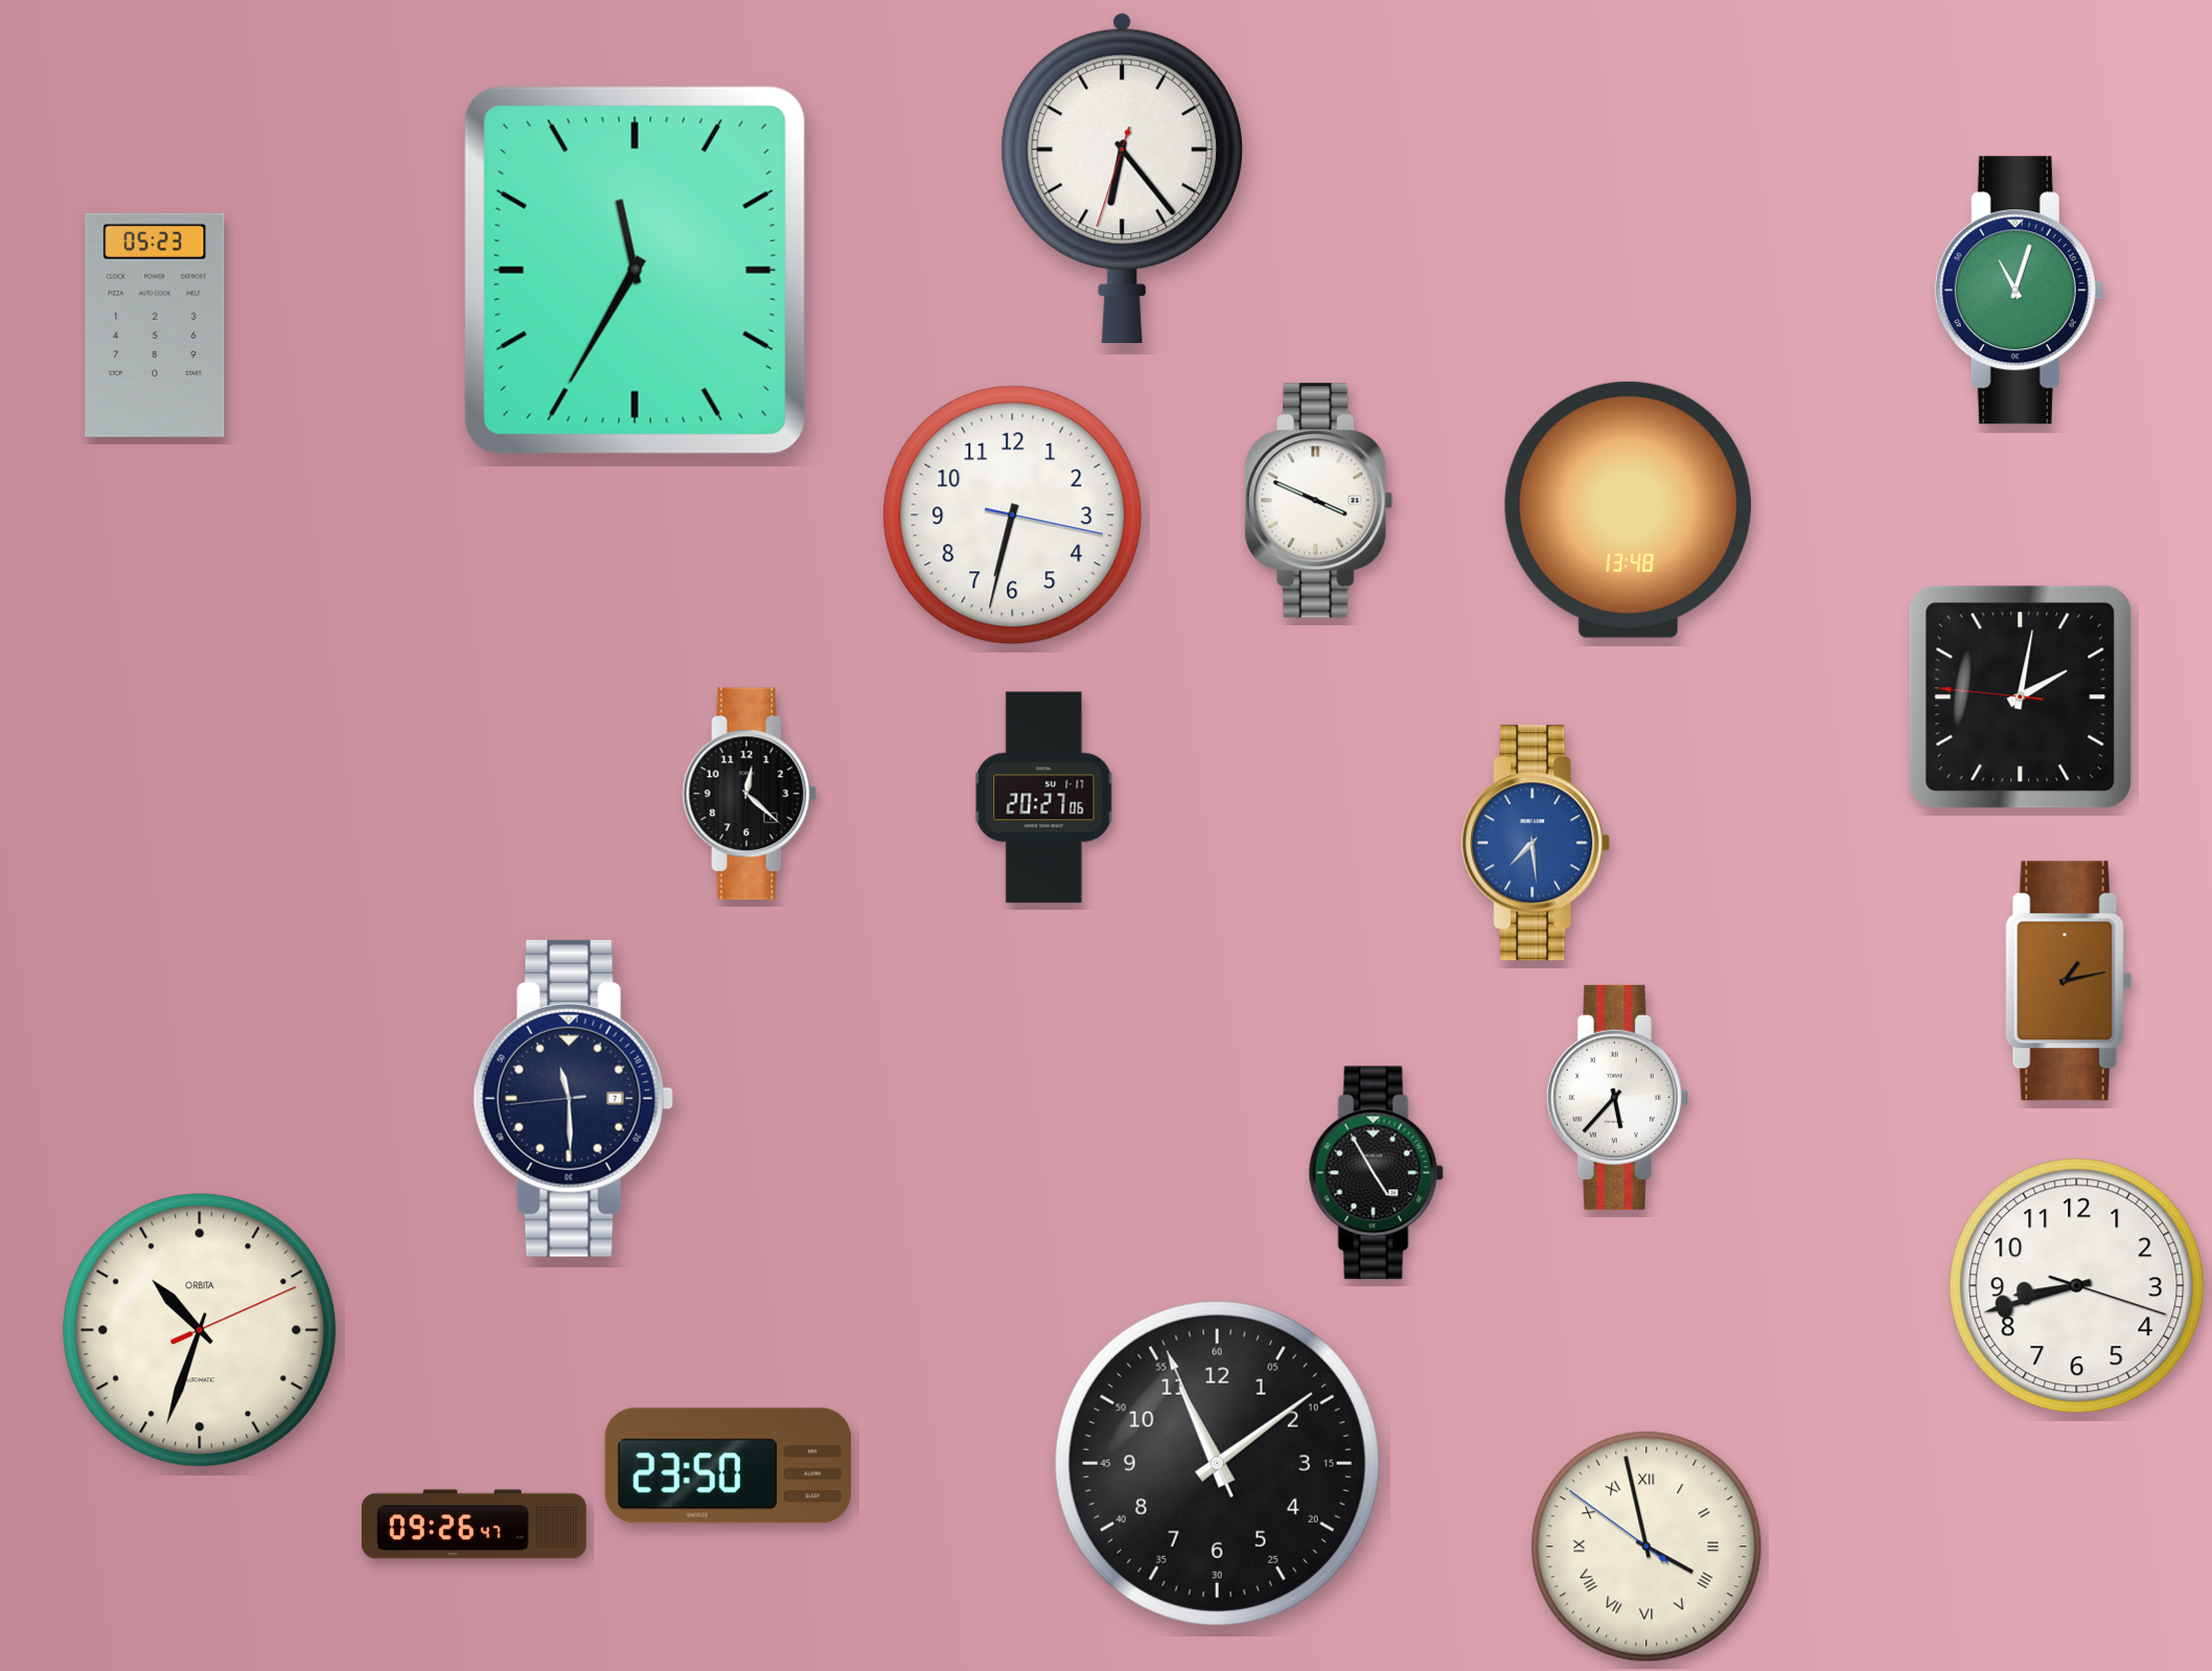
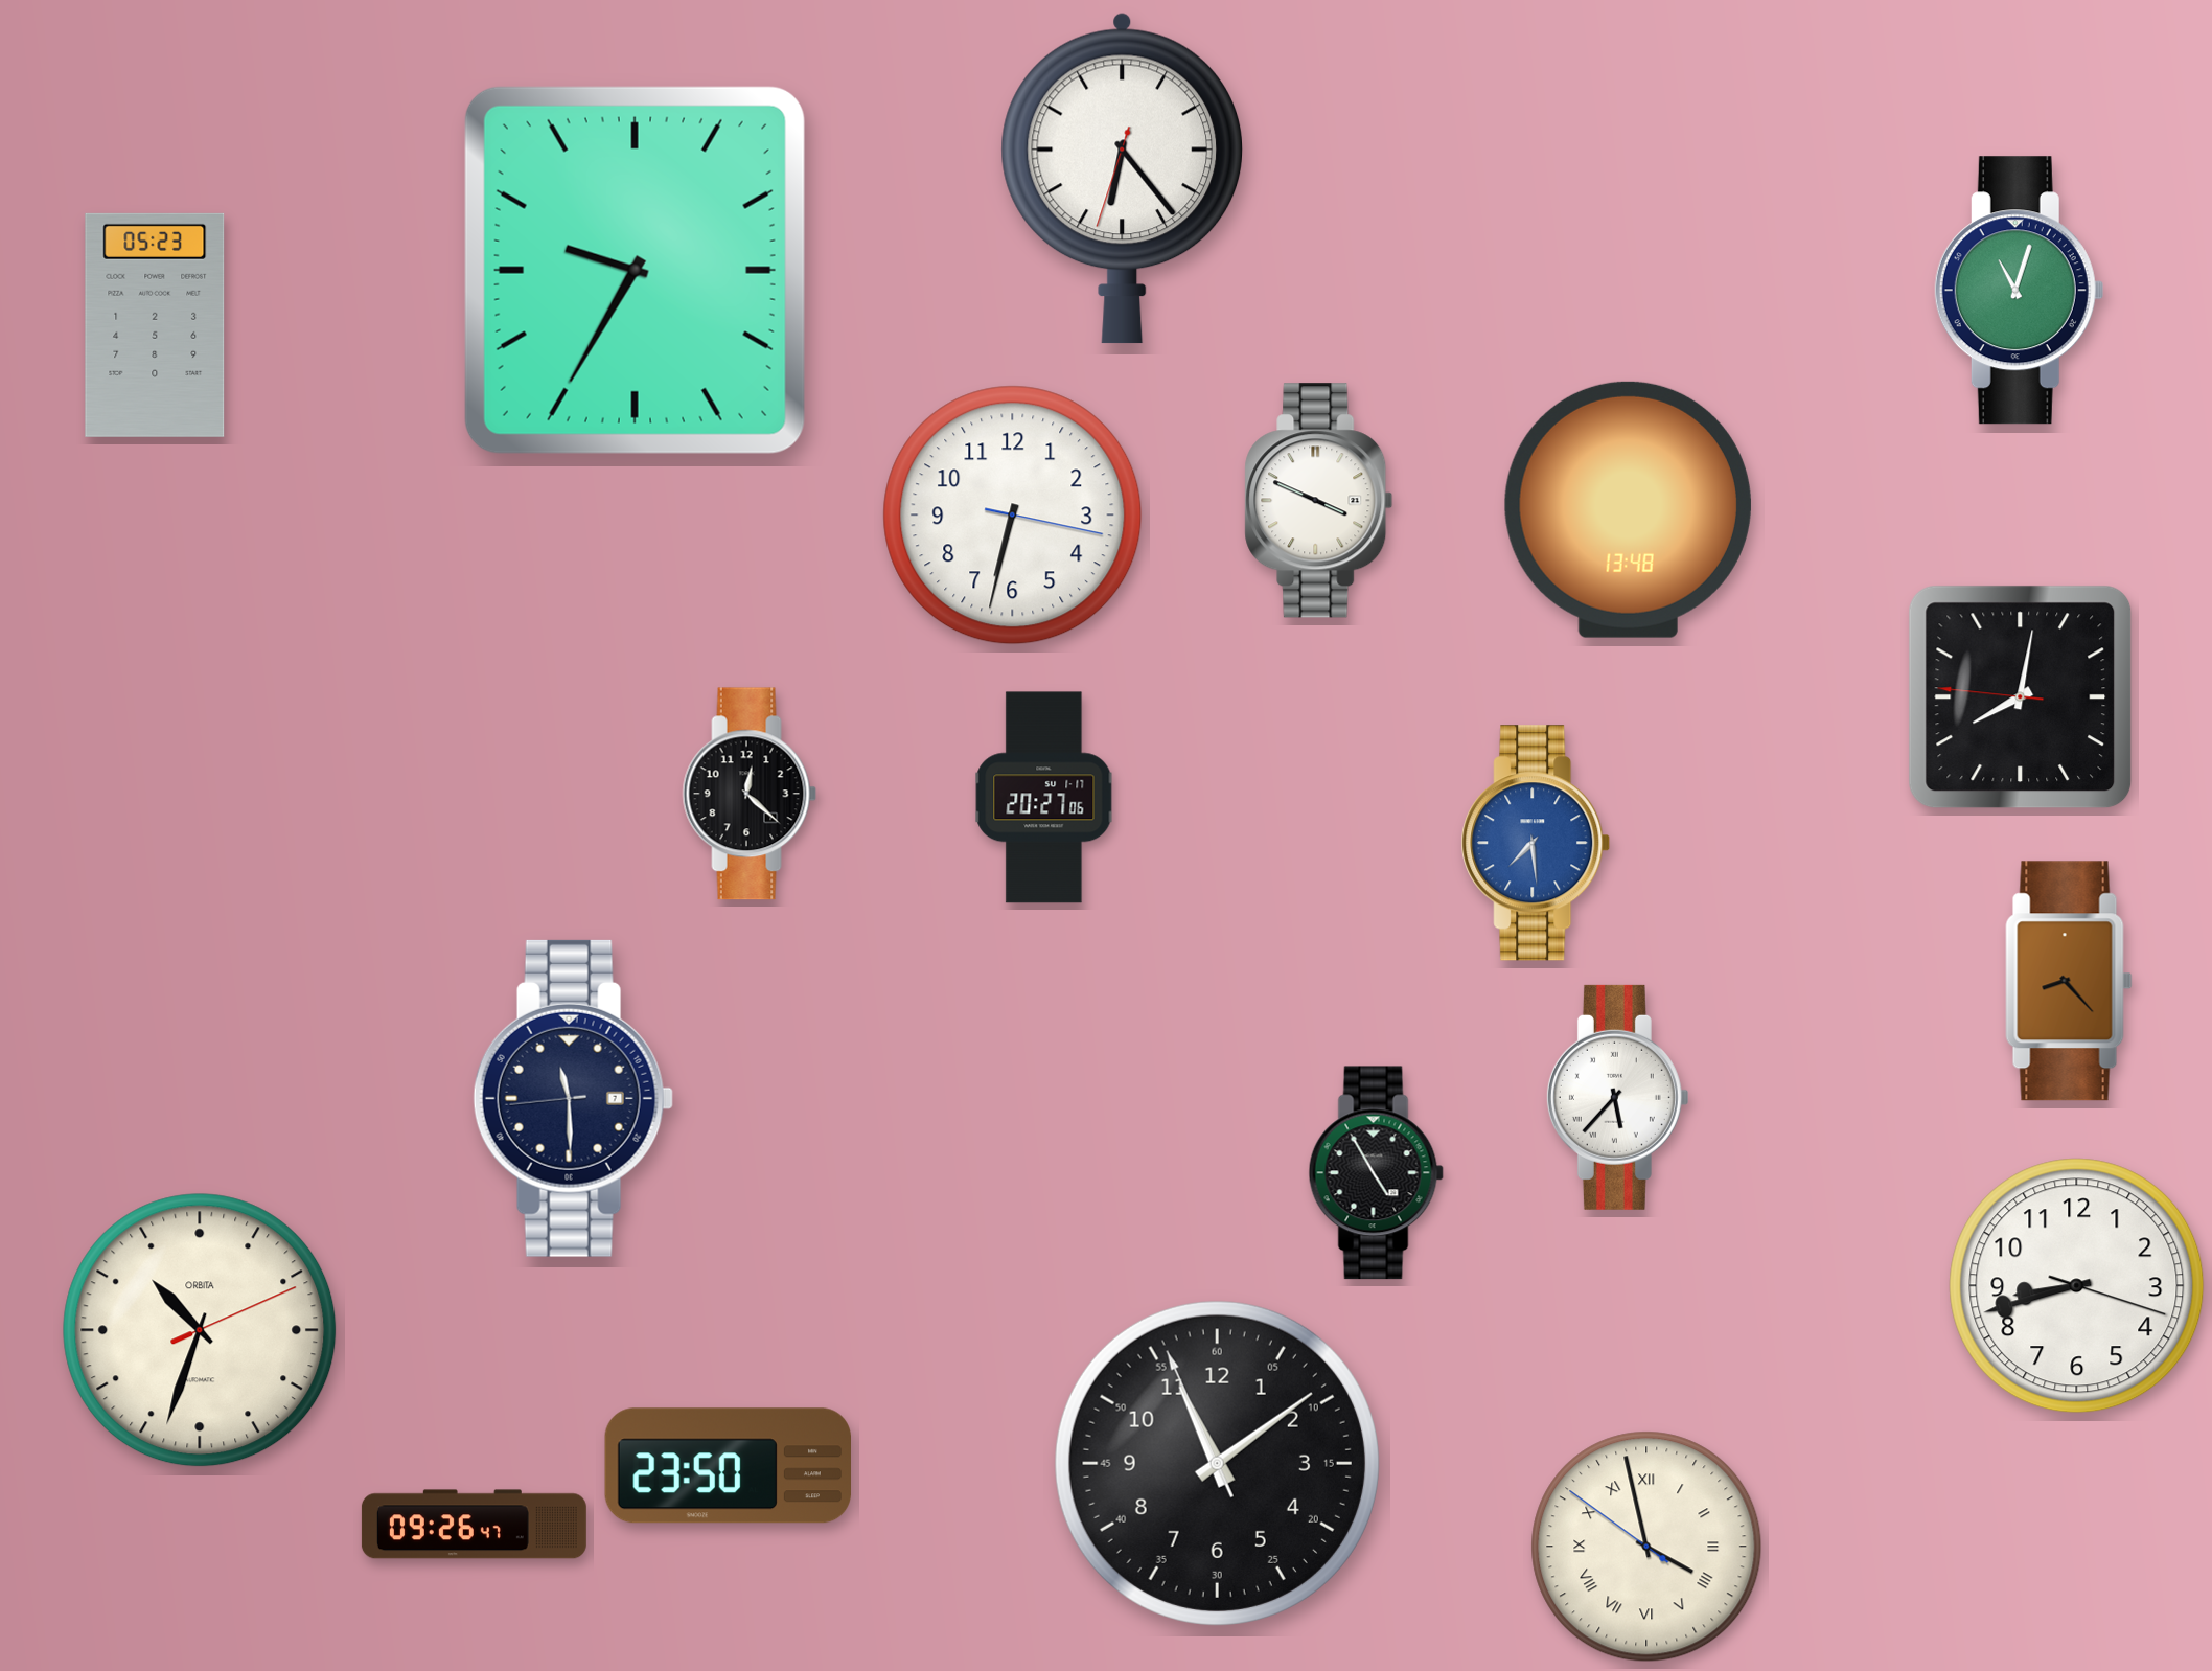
clock at (635, 270): 11:35 -> 9:35
clock at (2021, 697): 2:01 -> 8:01
clock at (2069, 981): 1:13 -> 8:23
